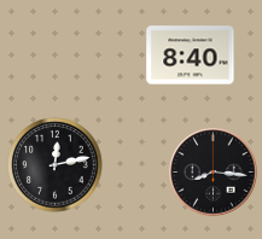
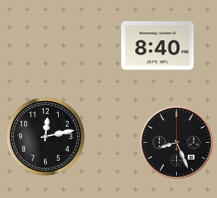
clock at (214, 173): 8:16 -> 8:26
